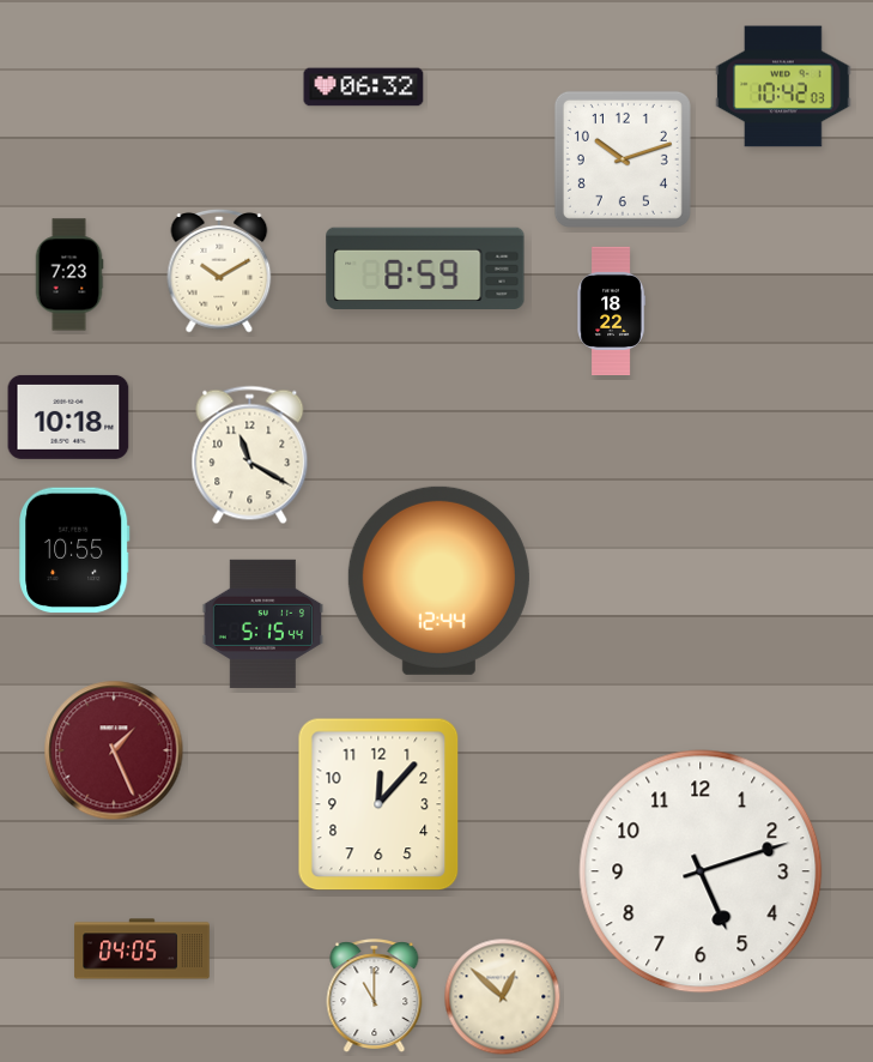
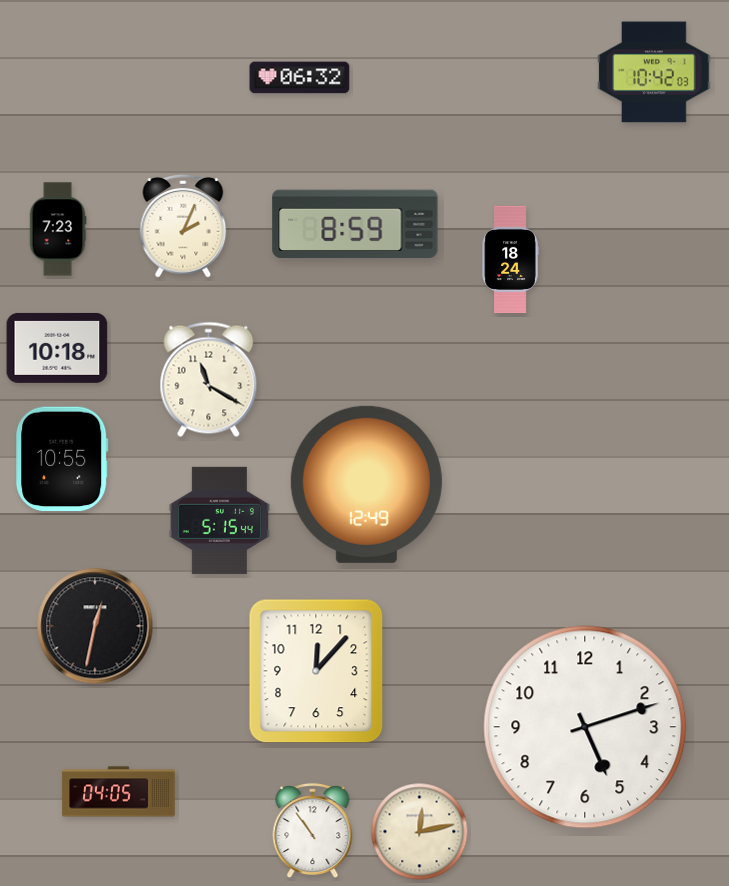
clock at (364, 88) position: (364, 88) -> (300, 78)
clock at (623, 159): 10:12 -> none
clock at (219, 272): 10:10 -> 2:04
clock at (611, 310): 18:22 -> 18:24
clock at (438, 580): 12:44 -> 12:49
clock at (114, 750): 1:26 -> 12:32
clock at (114, 750) dial: burgundy -> black
clock at (375, 996): 11:00 -> 10:54
clock at (503, 997): 12:52 -> 12:13
